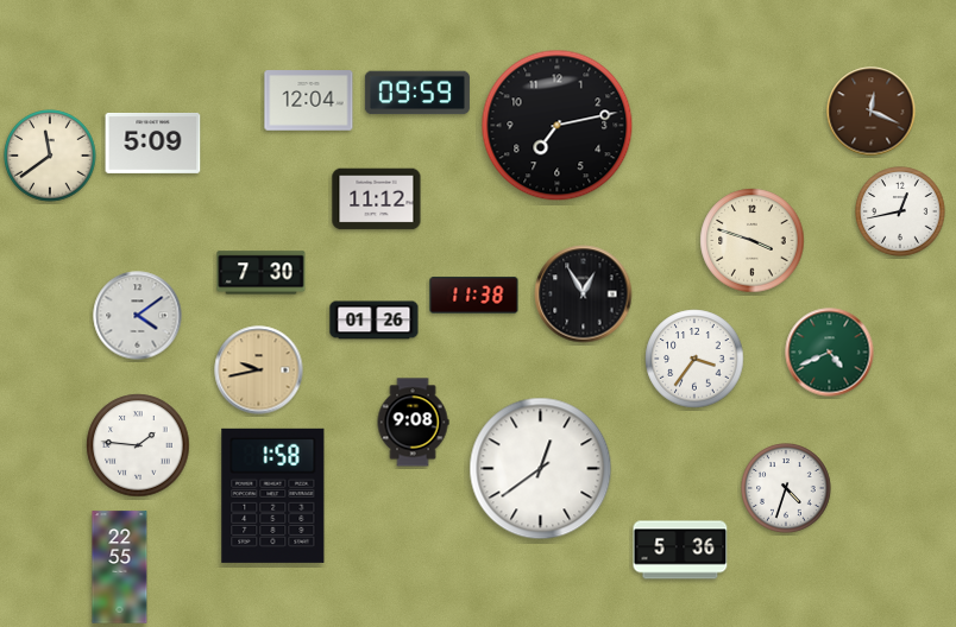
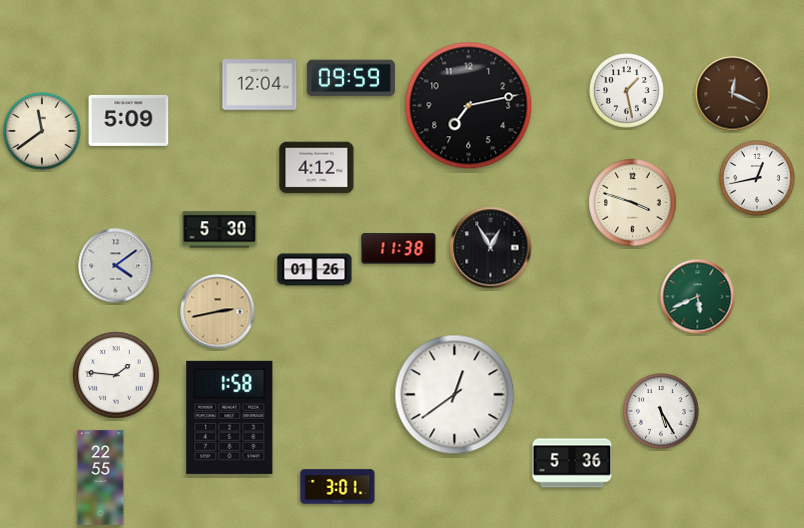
clock at (627, 91): none -> 1:28
clock at (377, 199): 11:12 -> 4:12
clock at (262, 273): 7:30 -> 5:30
clock at (830, 353): 4:41 -> 5:41
clock at (694, 359): 3:36 -> none
clock at (259, 370): 9:43 -> 2:43
clock at (413, 423): 9:08 -> none
clock at (786, 488): 4:33 -> 5:25
clock at (338, 487): none -> 3:01
